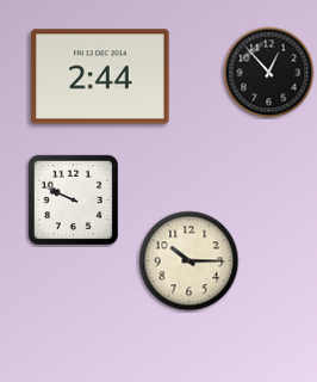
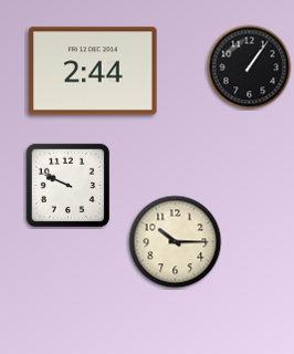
clock at (269, 73): 12:53 -> 1:06
